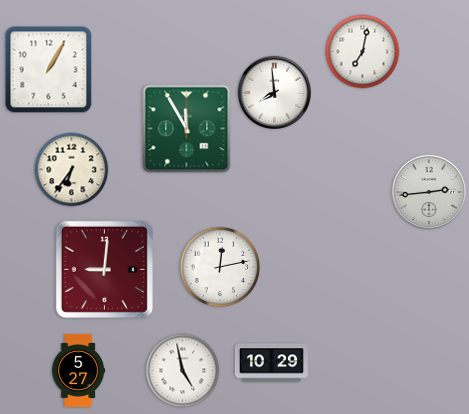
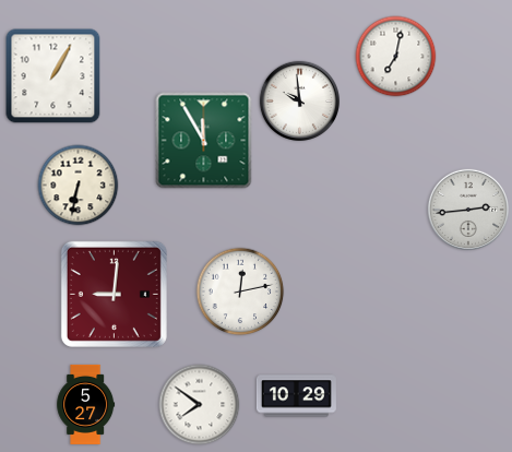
clock at (275, 93): 7:59 -> 9:59
clock at (72, 170): 6:36 -> 6:32
clock at (183, 371): 4:58 -> 7:51
